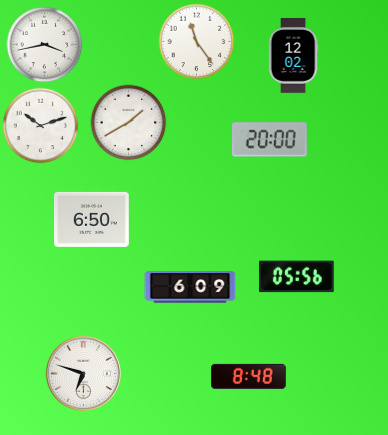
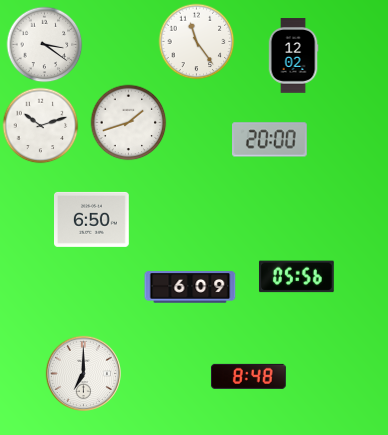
clock at (45, 45): 3:43 -> 3:21
clock at (129, 123): 1:40 -> 1:42
clock at (83, 373): 6:48 -> 7:00
